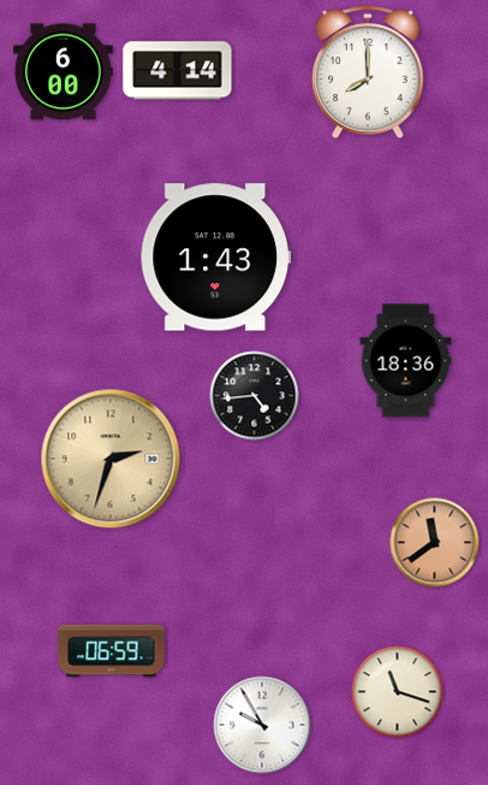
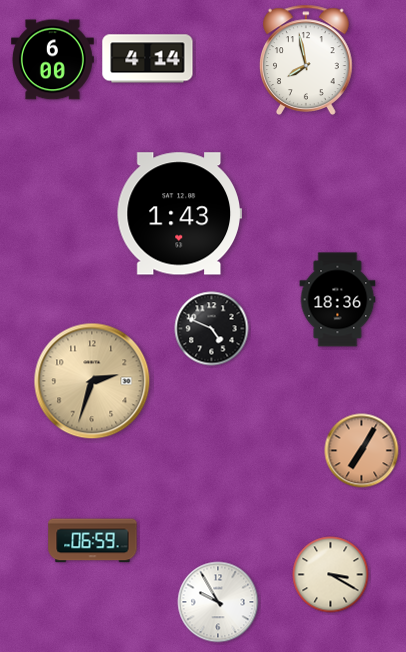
clock at (369, 72): 8:00 -> 7:58
clock at (255, 396): 4:44 -> 4:49
clock at (435, 543): 11:39 -> 7:05
clock at (398, 692): 11:18 -> 3:20
